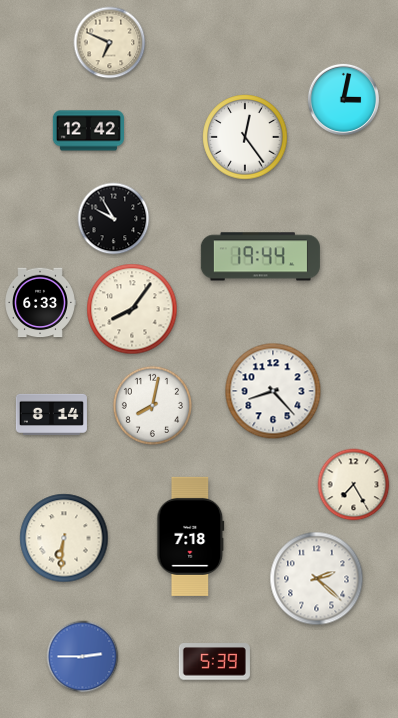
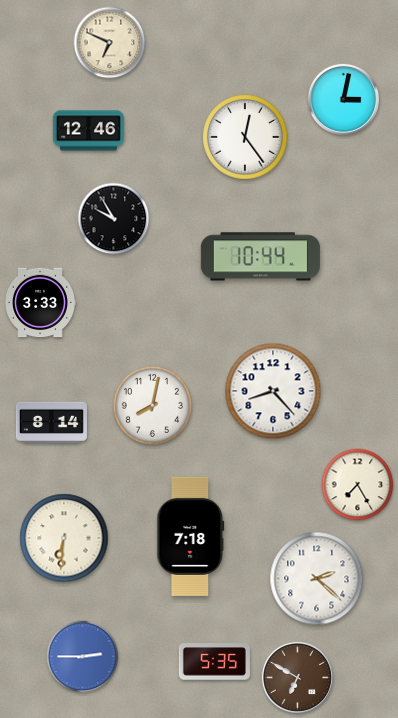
clock at (88, 131): 12:42 -> 12:46
clock at (260, 257): 19:44 -> 10:44
clock at (40, 303): 6:33 -> 3:33
clock at (132, 309): 8:06 -> none
clock at (51, 414) position: (51, 414) -> (51, 422)
clock at (354, 485) position: (354, 485) -> (358, 485)
clock at (214, 662): 5:39 -> 5:35
clock at (297, 677): none -> 6:50
